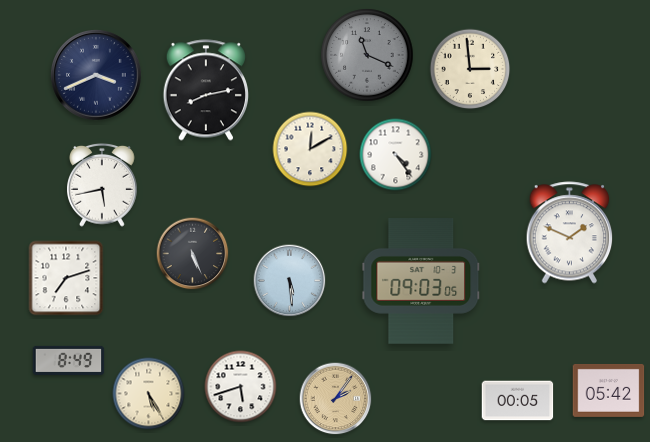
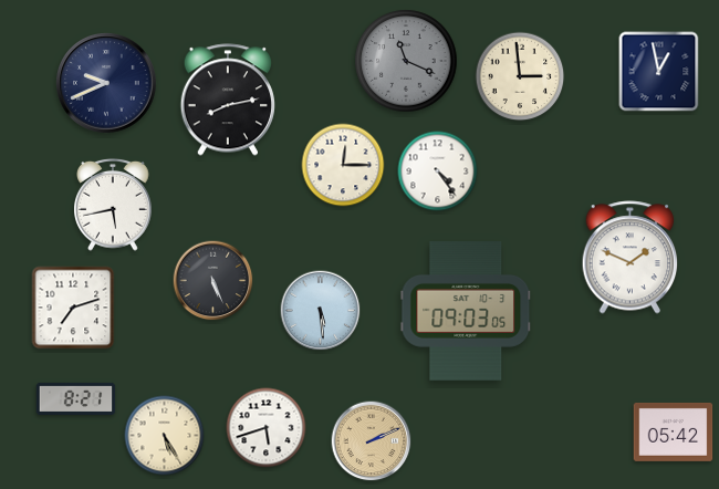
clock at (659, 72): none -> 12:58
clock at (96, 75): 3:41 -> 9:41
clock at (310, 149): 12:10 -> 12:15
clock at (69, 360): 8:49 -> 8:21
clock at (336, 399): 2:06 -> 2:11
clock at (518, 401): 00:05 -> none
